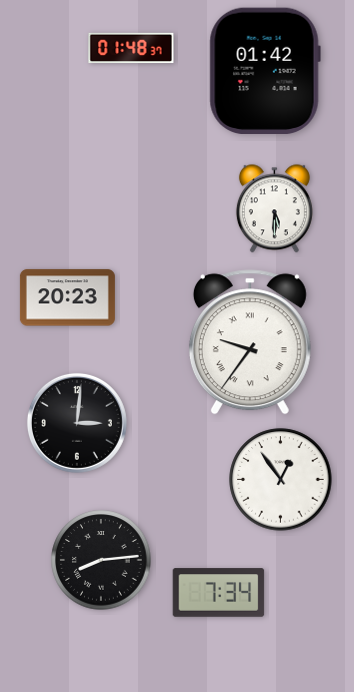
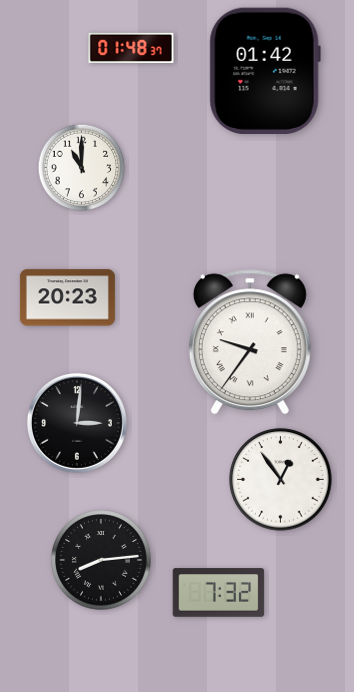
clock at (82, 168): none -> 11:00
clock at (274, 209): 5:30 -> none
clock at (219, 593): 7:34 -> 7:32
